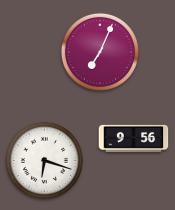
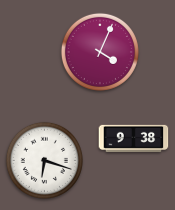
clock at (100, 52): 7:04 -> 4:04
clock at (134, 138): 9:56 -> 9:38
